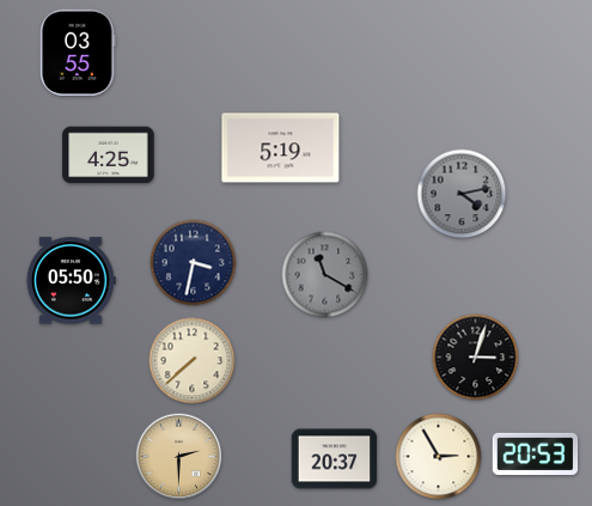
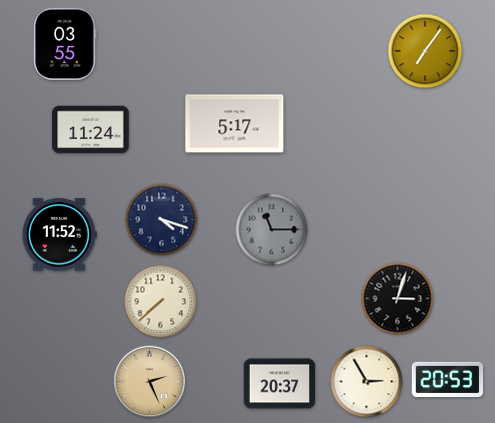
clock at (425, 51): none -> 7:06
clock at (281, 148): 5:19 -> 5:17
clock at (109, 156): 4:25 -> 11:24
clock at (462, 194): 4:13 -> none
clock at (194, 263): 3:32 -> 4:18
clock at (325, 275): 11:20 -> 11:15
clock at (71, 281): 05:50 -> 11:52
clock at (179, 457): 2:30 -> 2:26
